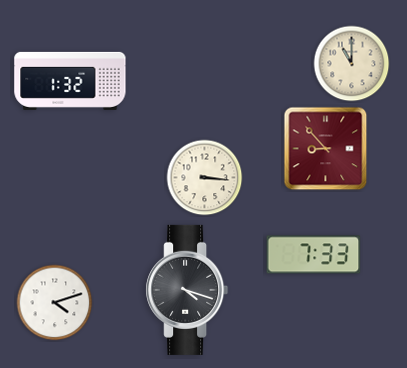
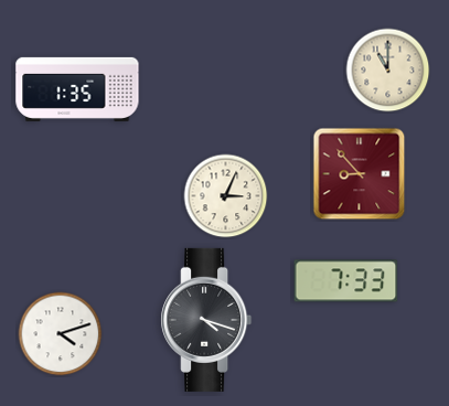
clock at (70, 81): 1:32 -> 1:35
clock at (326, 149) position: (326, 149) -> (360, 174)
clock at (205, 178): 3:16 -> 3:04
